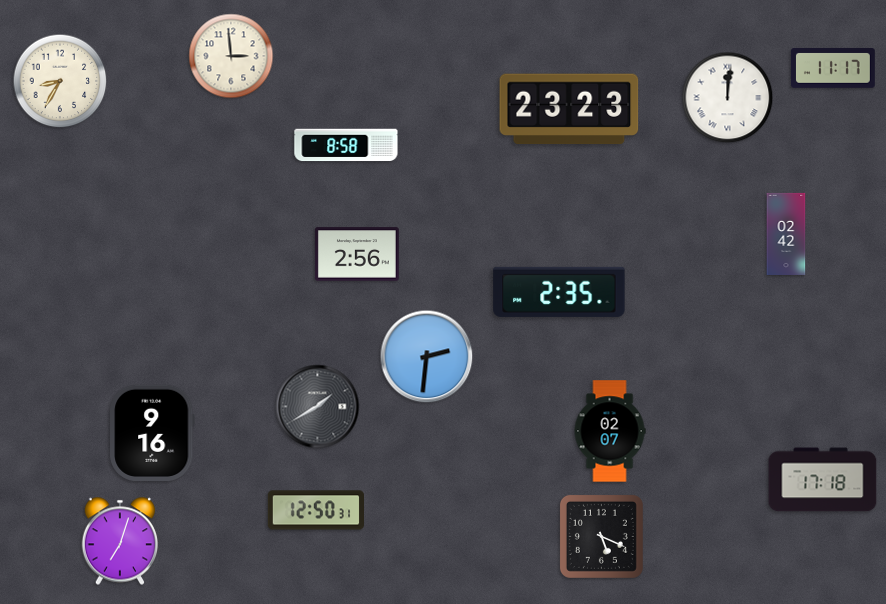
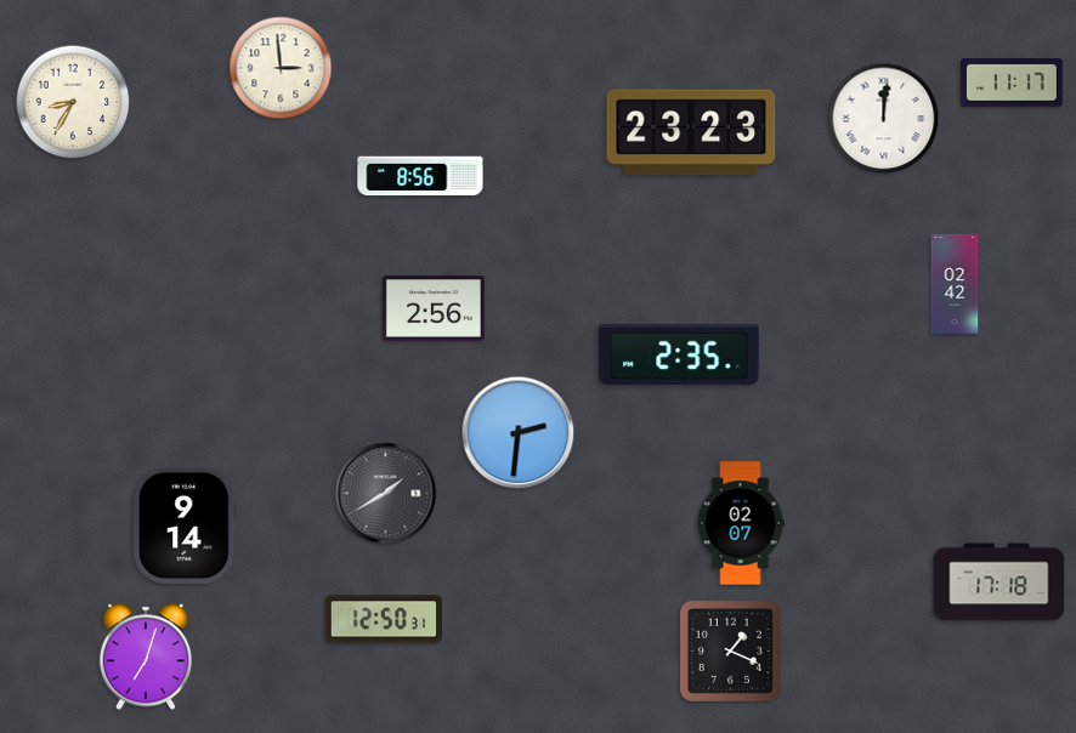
clock at (60, 81) position: (60, 81) -> (73, 102)
clock at (346, 145): 8:58 -> 8:56
clock at (153, 433): 9:16 -> 9:14
clock at (601, 536): 5:19 -> 1:19
